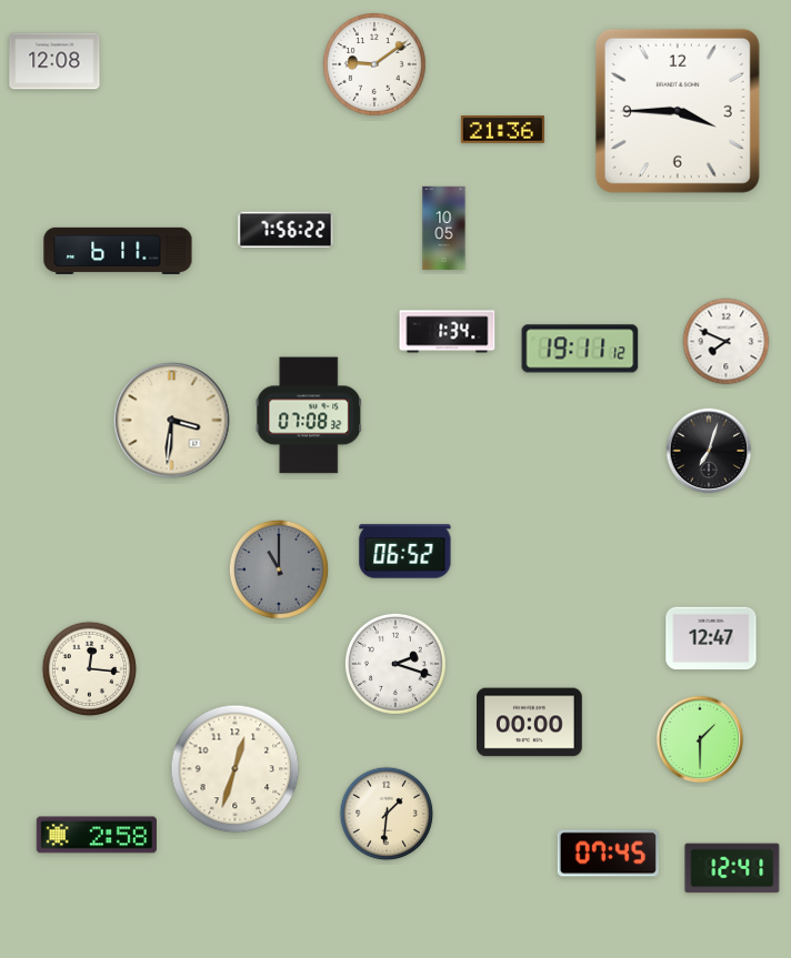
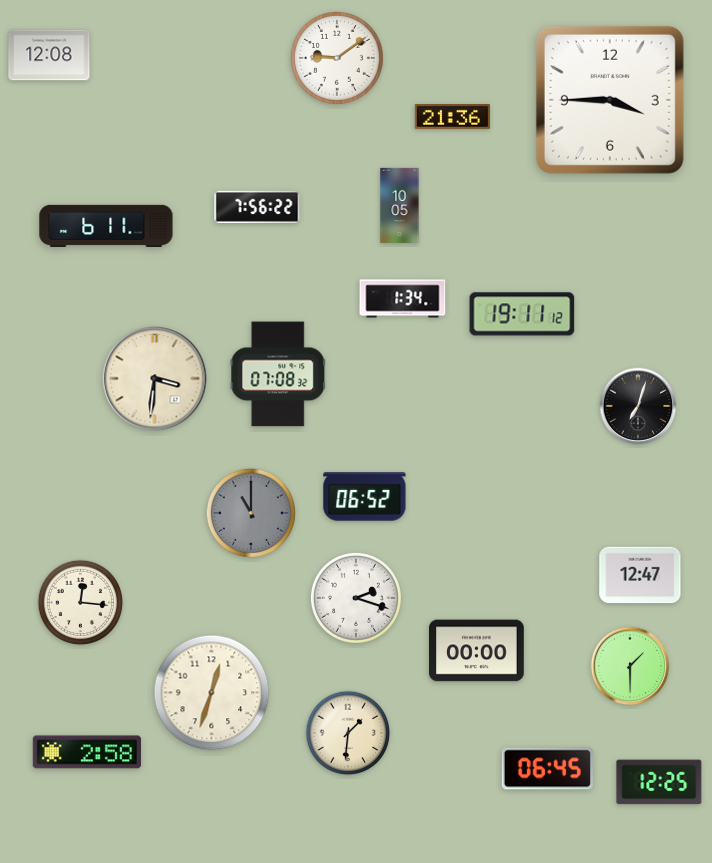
clock at (727, 342): 7:49 -> none
clock at (608, 854): 07:45 -> 06:45
clock at (732, 868): 12:41 -> 12:25
